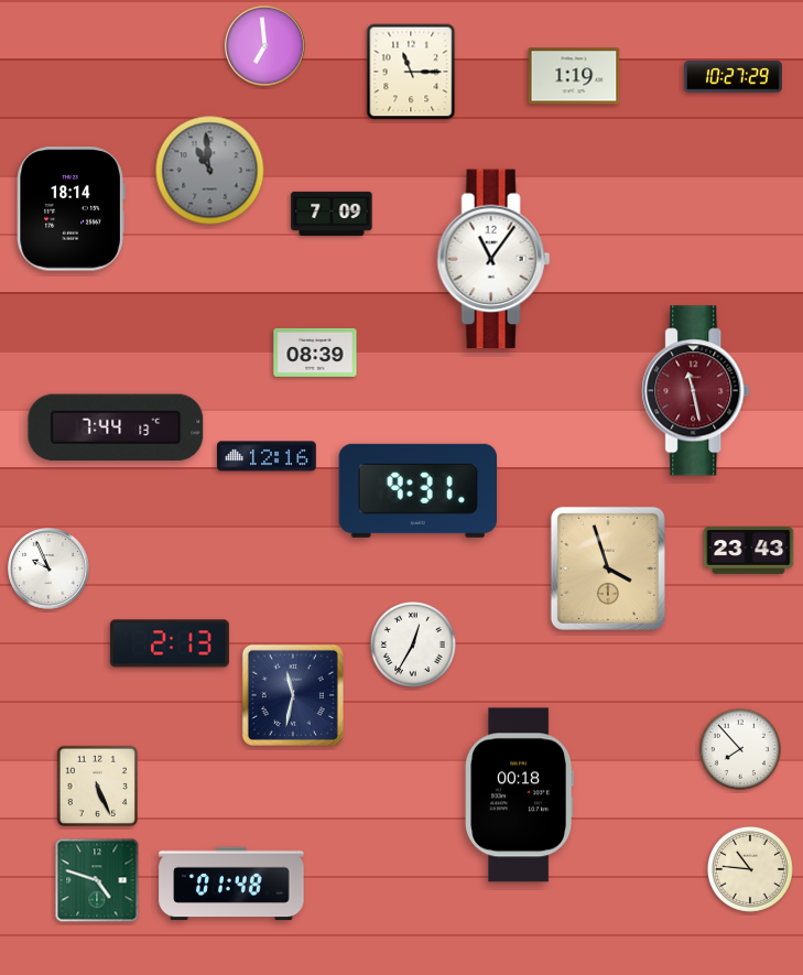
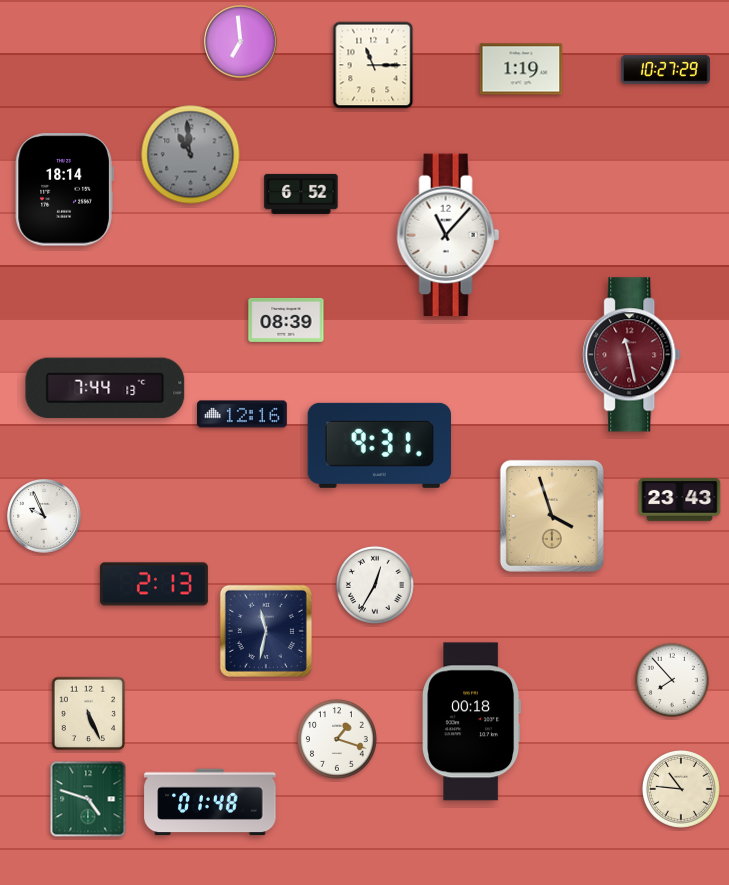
clock at (332, 214): 7:09 -> 6:52
clock at (493, 259): 11:06 -> 11:07
clock at (338, 740): none -> 1:18
